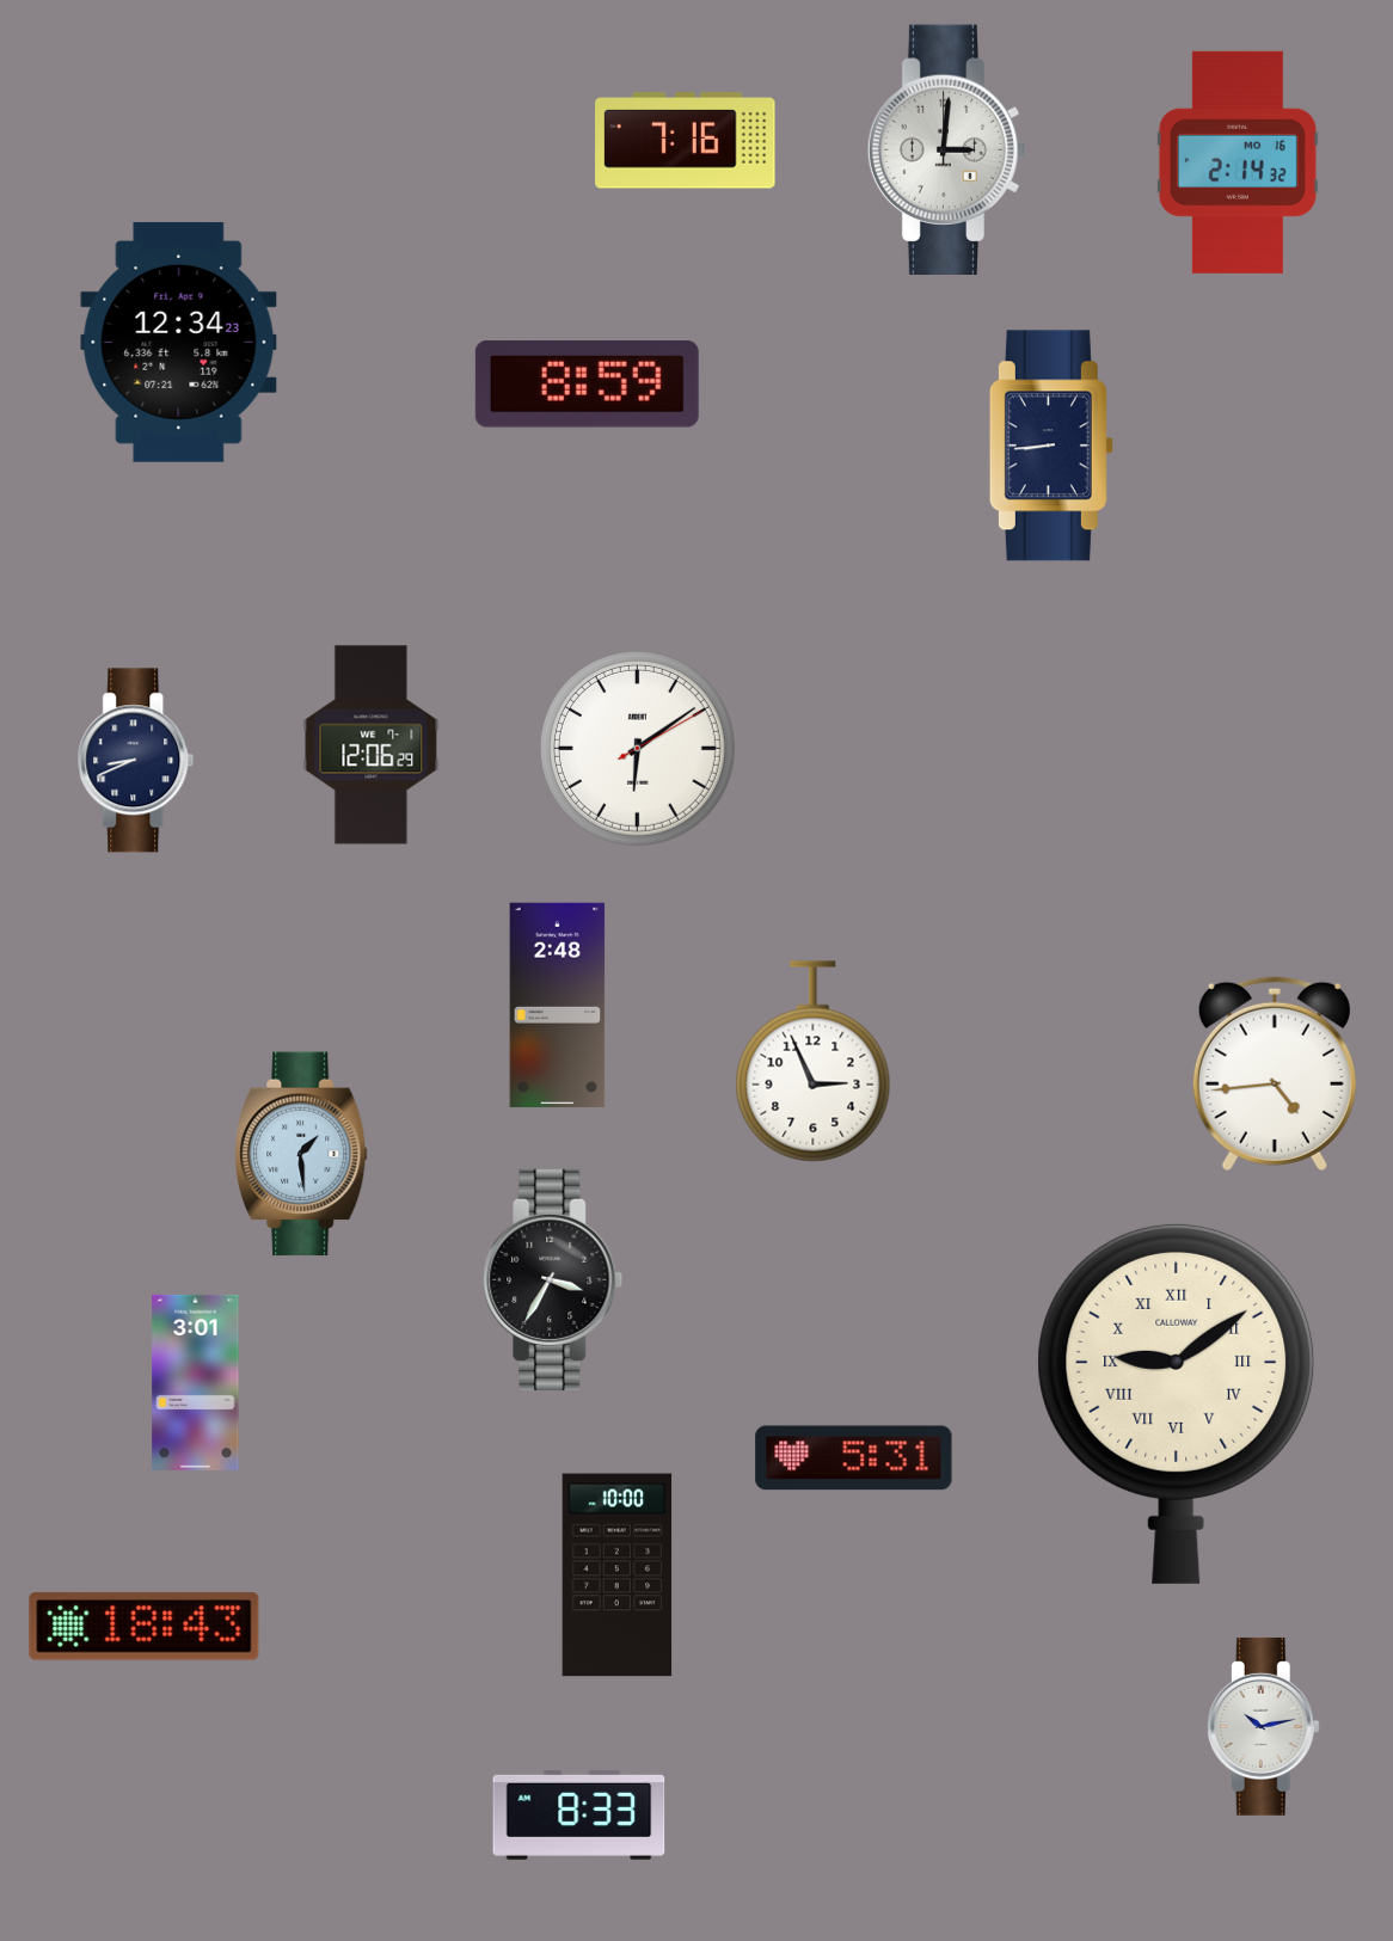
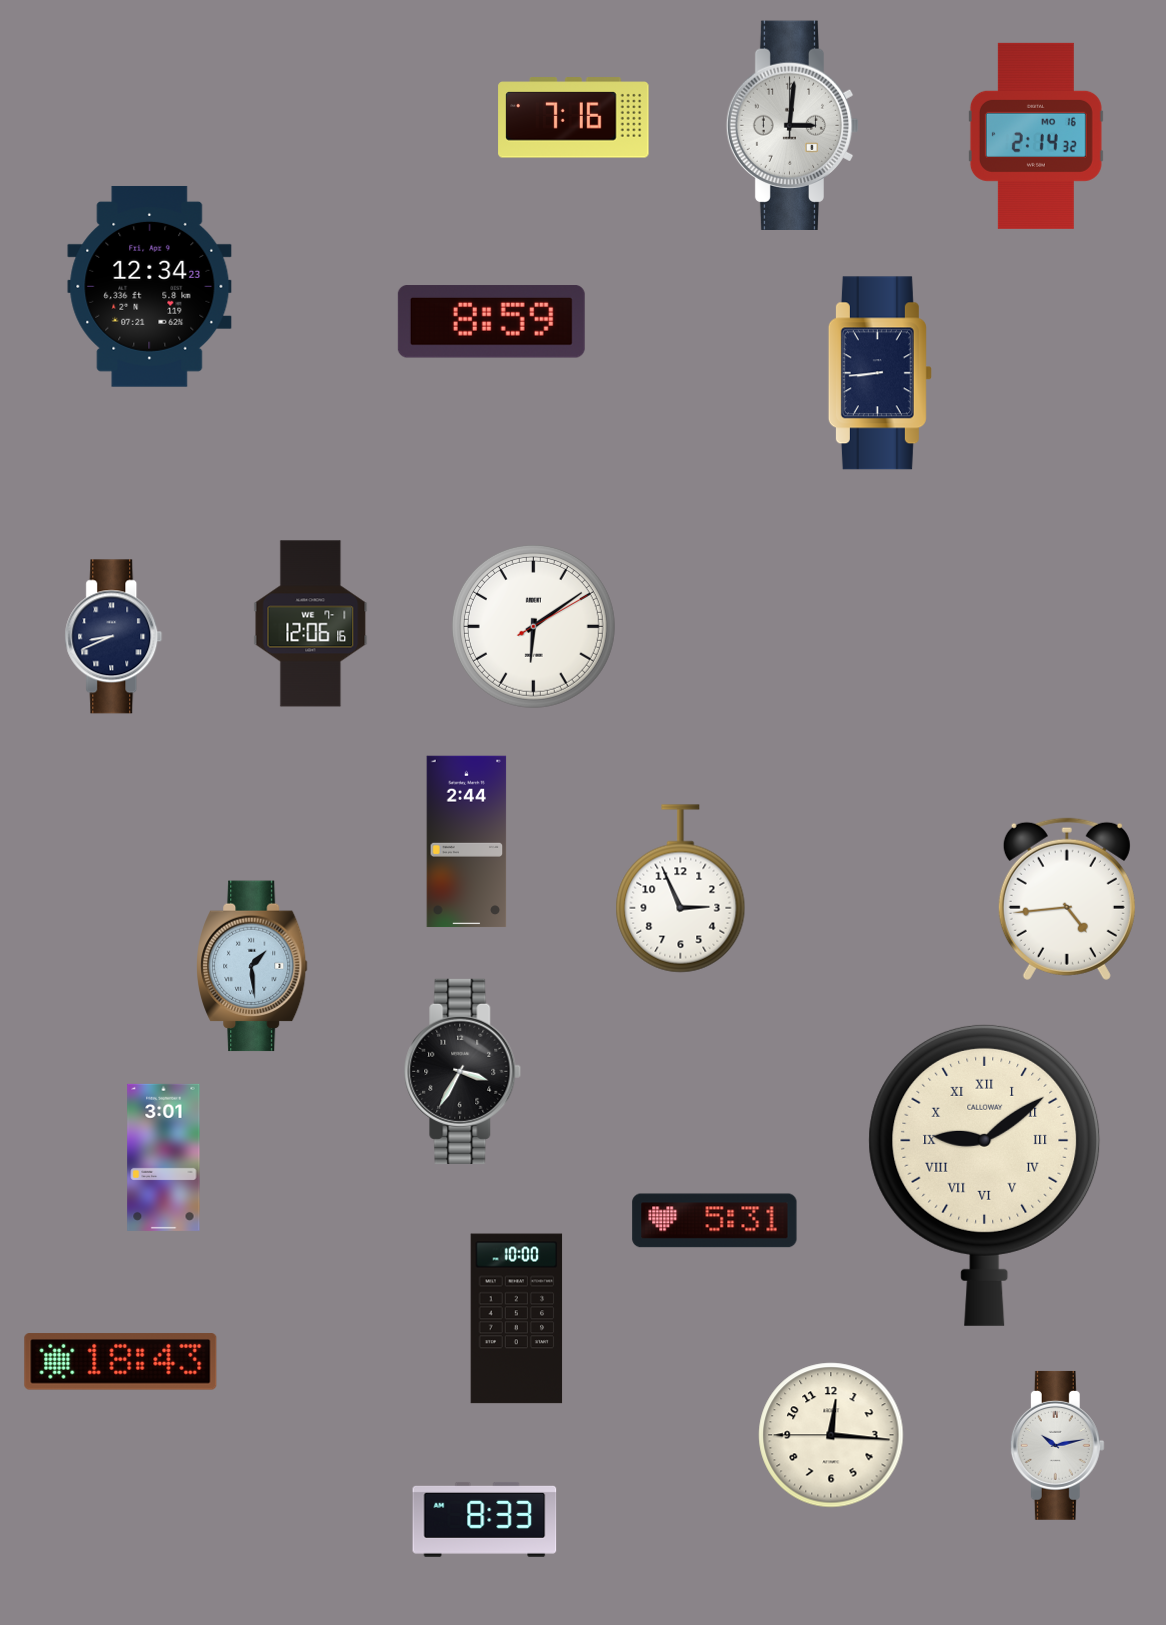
clock at (372, 745): 12:06:29 -> 12:06:16
clock at (558, 1006): 2:48 -> 2:44
clock at (831, 1435): none -> 12:15
